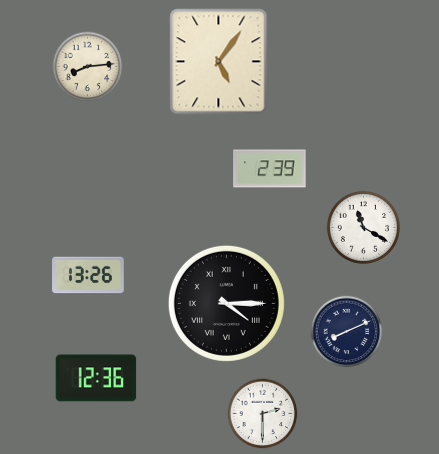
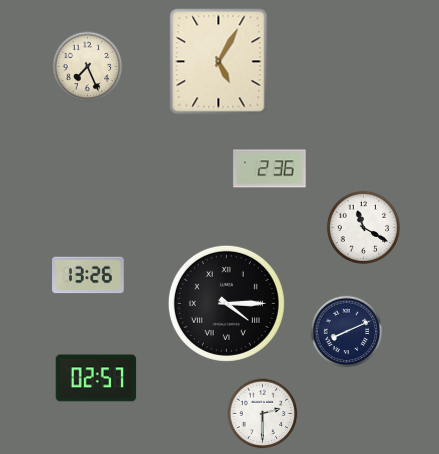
clock at (219, 62): 5:06 -> 5:05
clock at (88, 67): 8:14 -> 7:26
clock at (270, 169): 2:39 -> 2:36
clock at (96, 378): 12:36 -> 02:57
